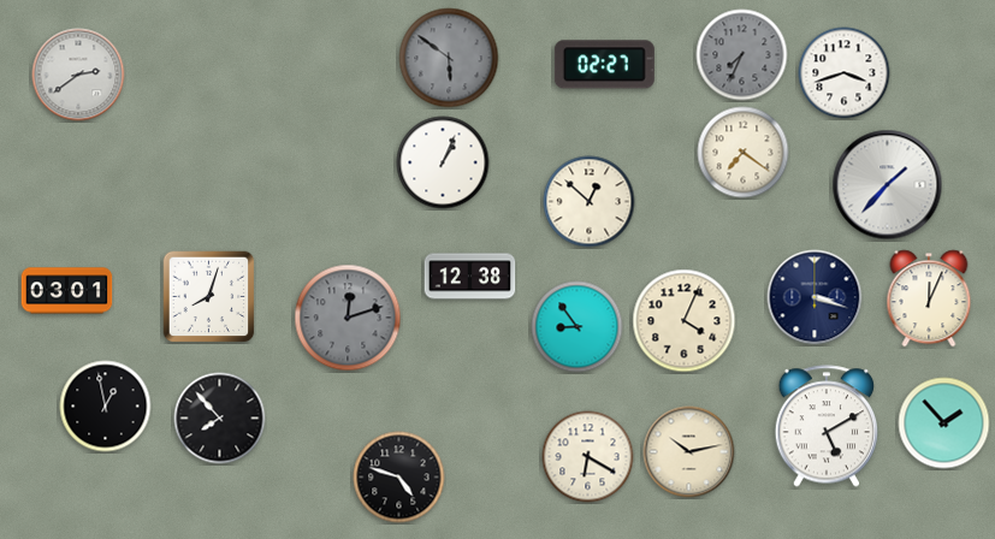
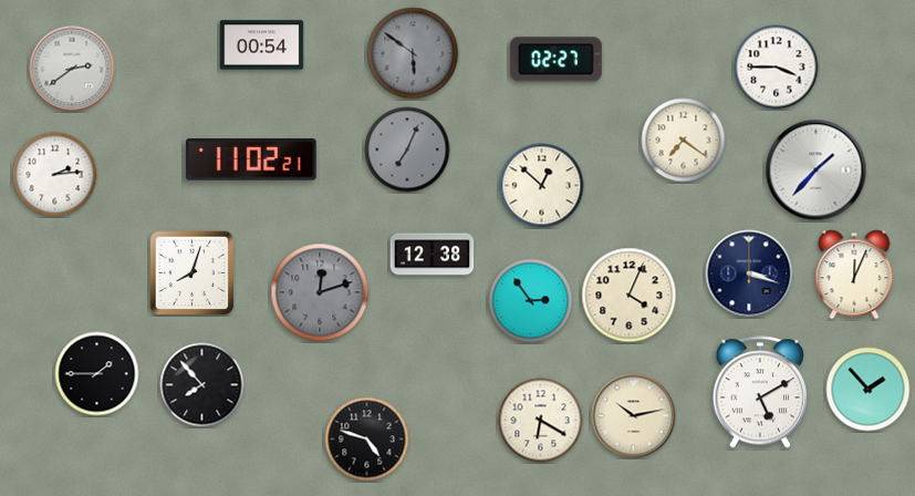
clock at (262, 45): none -> 00:54
clock at (742, 55): 7:34 -> none
clock at (845, 73): 3:42 -> 3:45
clock at (443, 162): 1:04 -> 7:04
clock at (443, 162) dial: white -> grey
clock at (251, 159): none -> 11:02
clock at (55, 175): none -> 2:14
clock at (67, 291): 03:01 -> none
clock at (578, 327): 8:54 -> 2:54
clock at (106, 407): 12:58 -> 1:45
